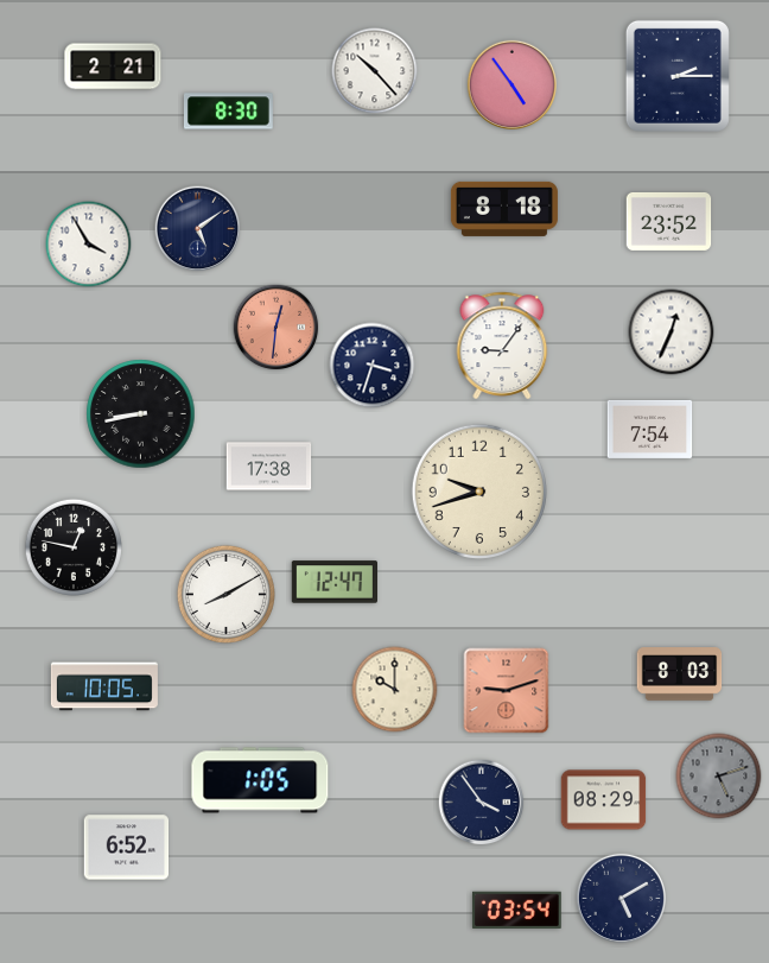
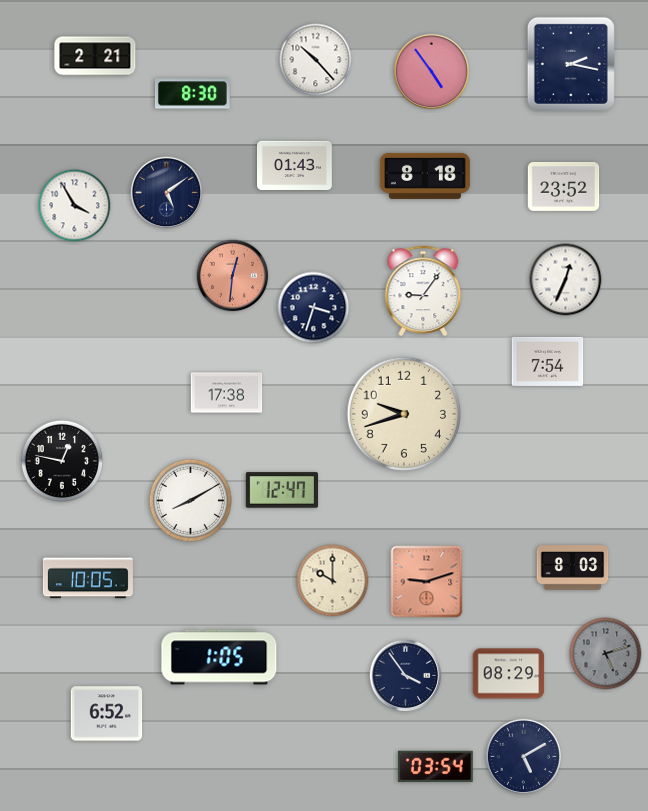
clock at (678, 76): 2:15 -> 2:17
clock at (295, 165): none -> 01:43
clock at (141, 414): 8:43 -> none
